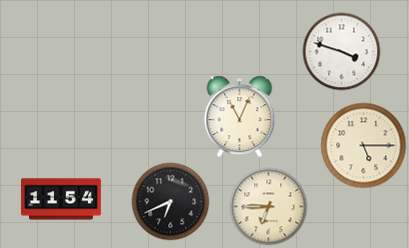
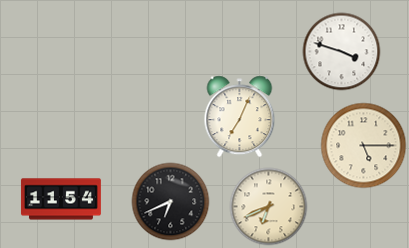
clock at (240, 116): 11:04 -> 7:04
clock at (268, 206): 6:45 -> 6:41
